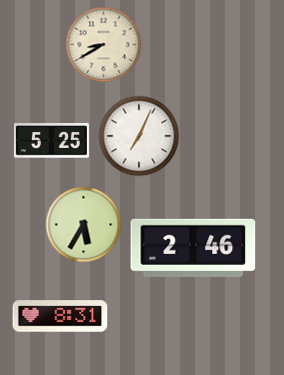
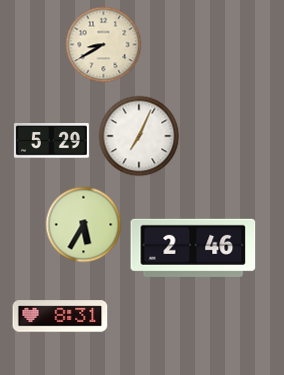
clock at (51, 141): 5:25 -> 5:29
